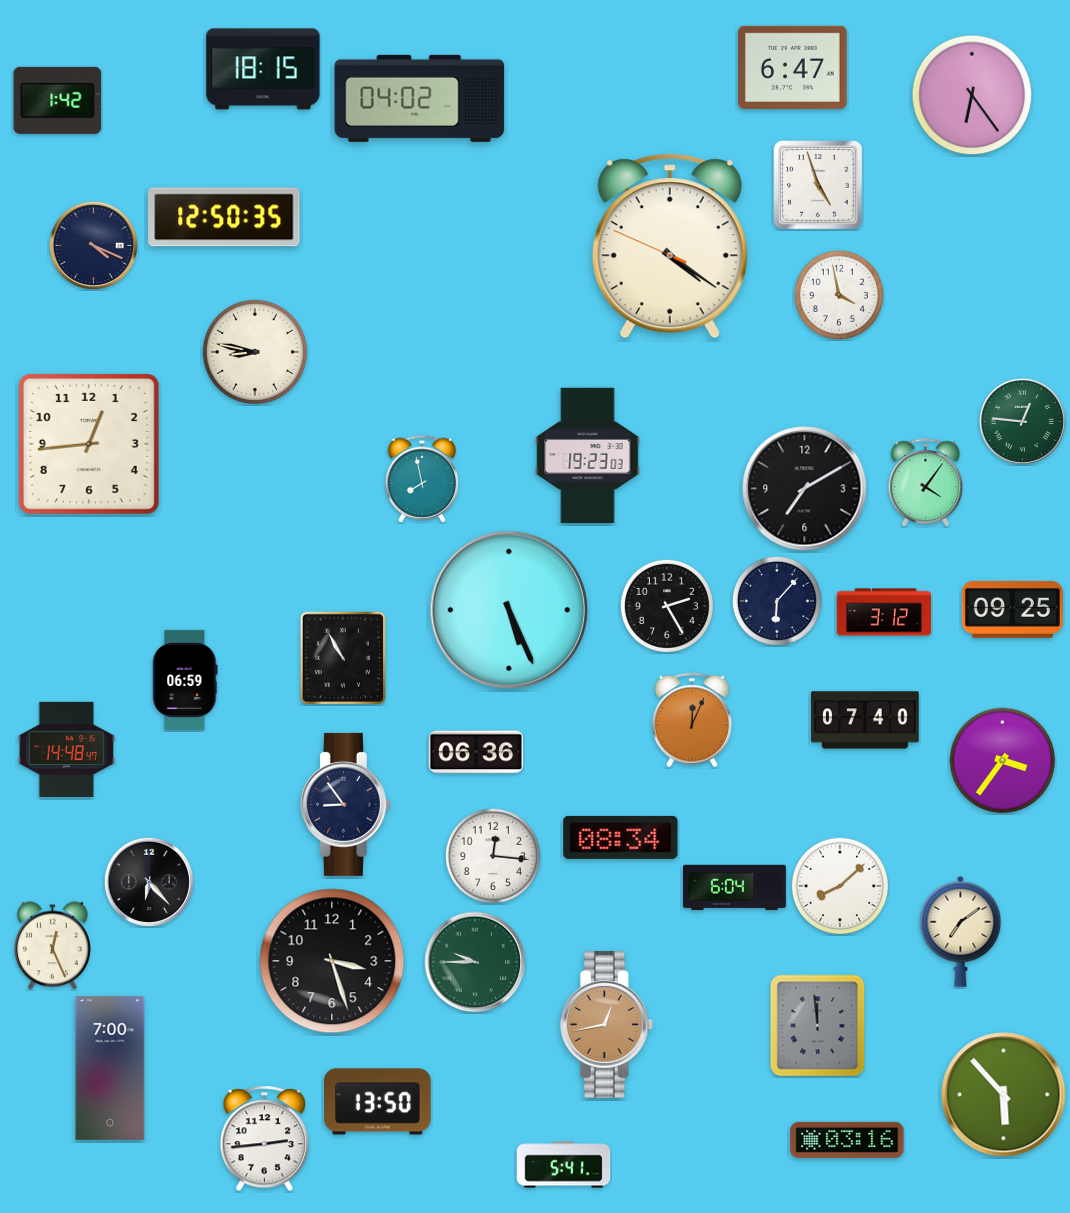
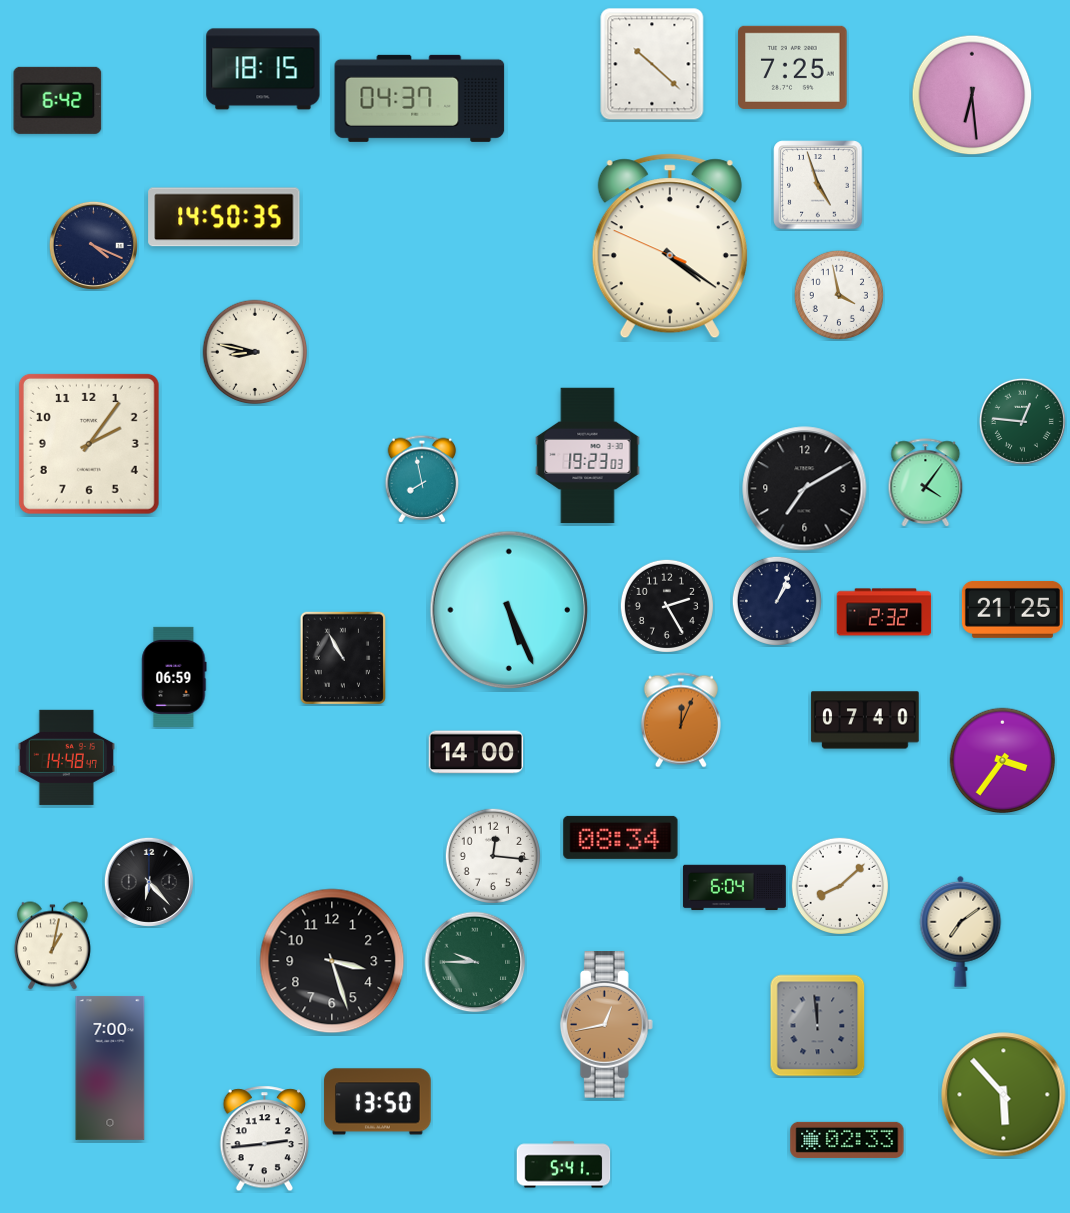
clock at (652, 64): none -> 10:22
clock at (793, 67): 6:47 -> 7:25
clock at (972, 95): 6:24 -> 6:29
clock at (420, 98): 04:02 -> 04:37
clock at (58, 100): 1:42 -> 6:42
clock at (224, 217): 12:50 -> 14:50
clock at (89, 444): 12:44 -> 2:06
clock at (777, 601): 6:07 -> 1:04
clock at (1012, 609): 09:25 -> 21:25
clock at (884, 612): 3:12 -> 2:32
clock at (185, 680) position: (185, 680) -> (174, 677)
clock at (692, 720) position: (692, 720) -> (681, 720)
clock at (66, 749) position: (66, 749) -> (66, 757)
clock at (476, 752): 06:36 -> 14:00
clock at (345, 804): 8:54 -> none
clock at (52, 946): 12:26 -> 1:02
clock at (847, 1140): 03:16 -> 02:33
